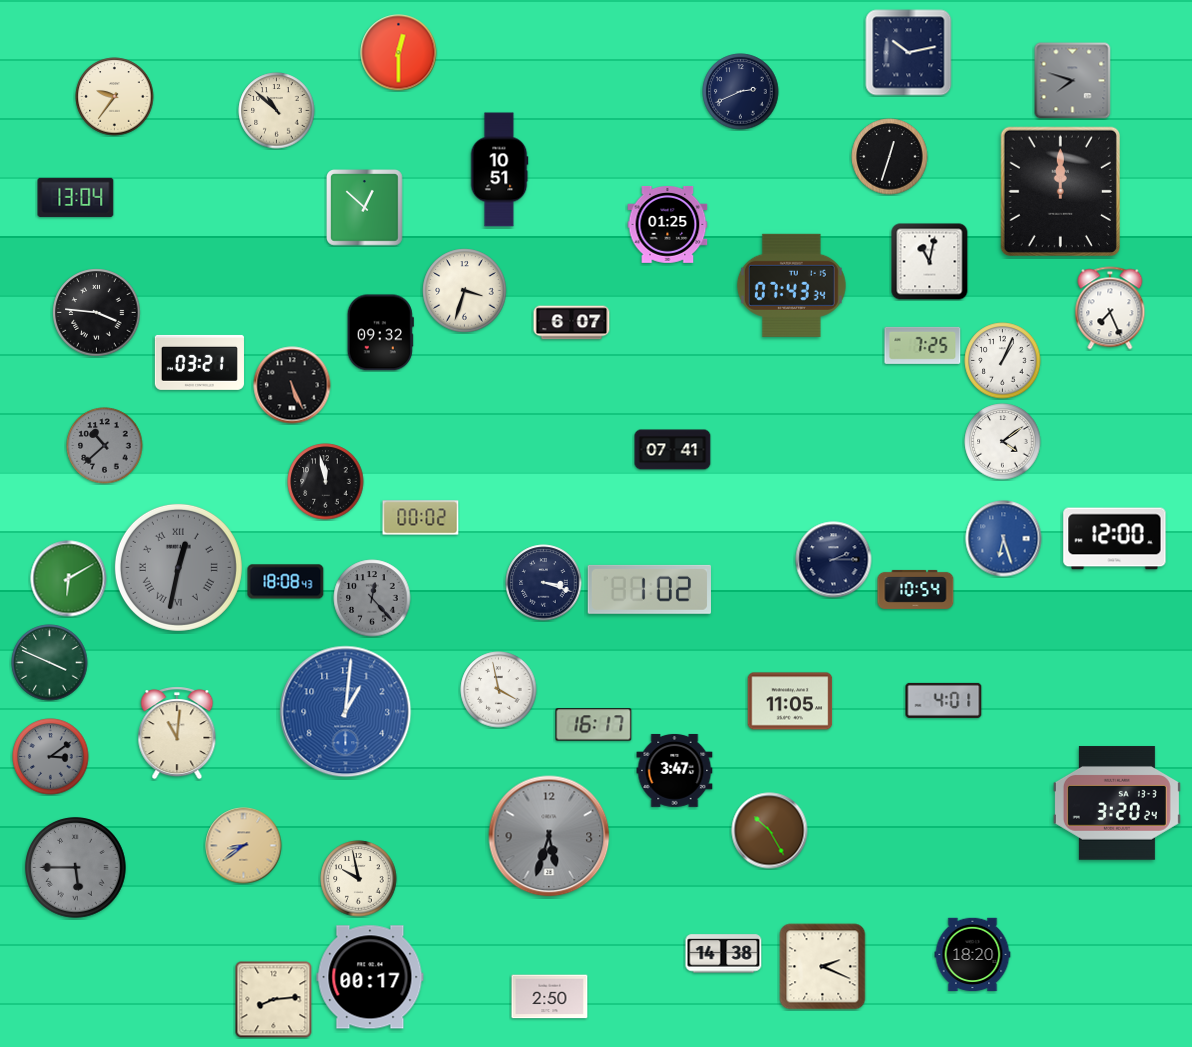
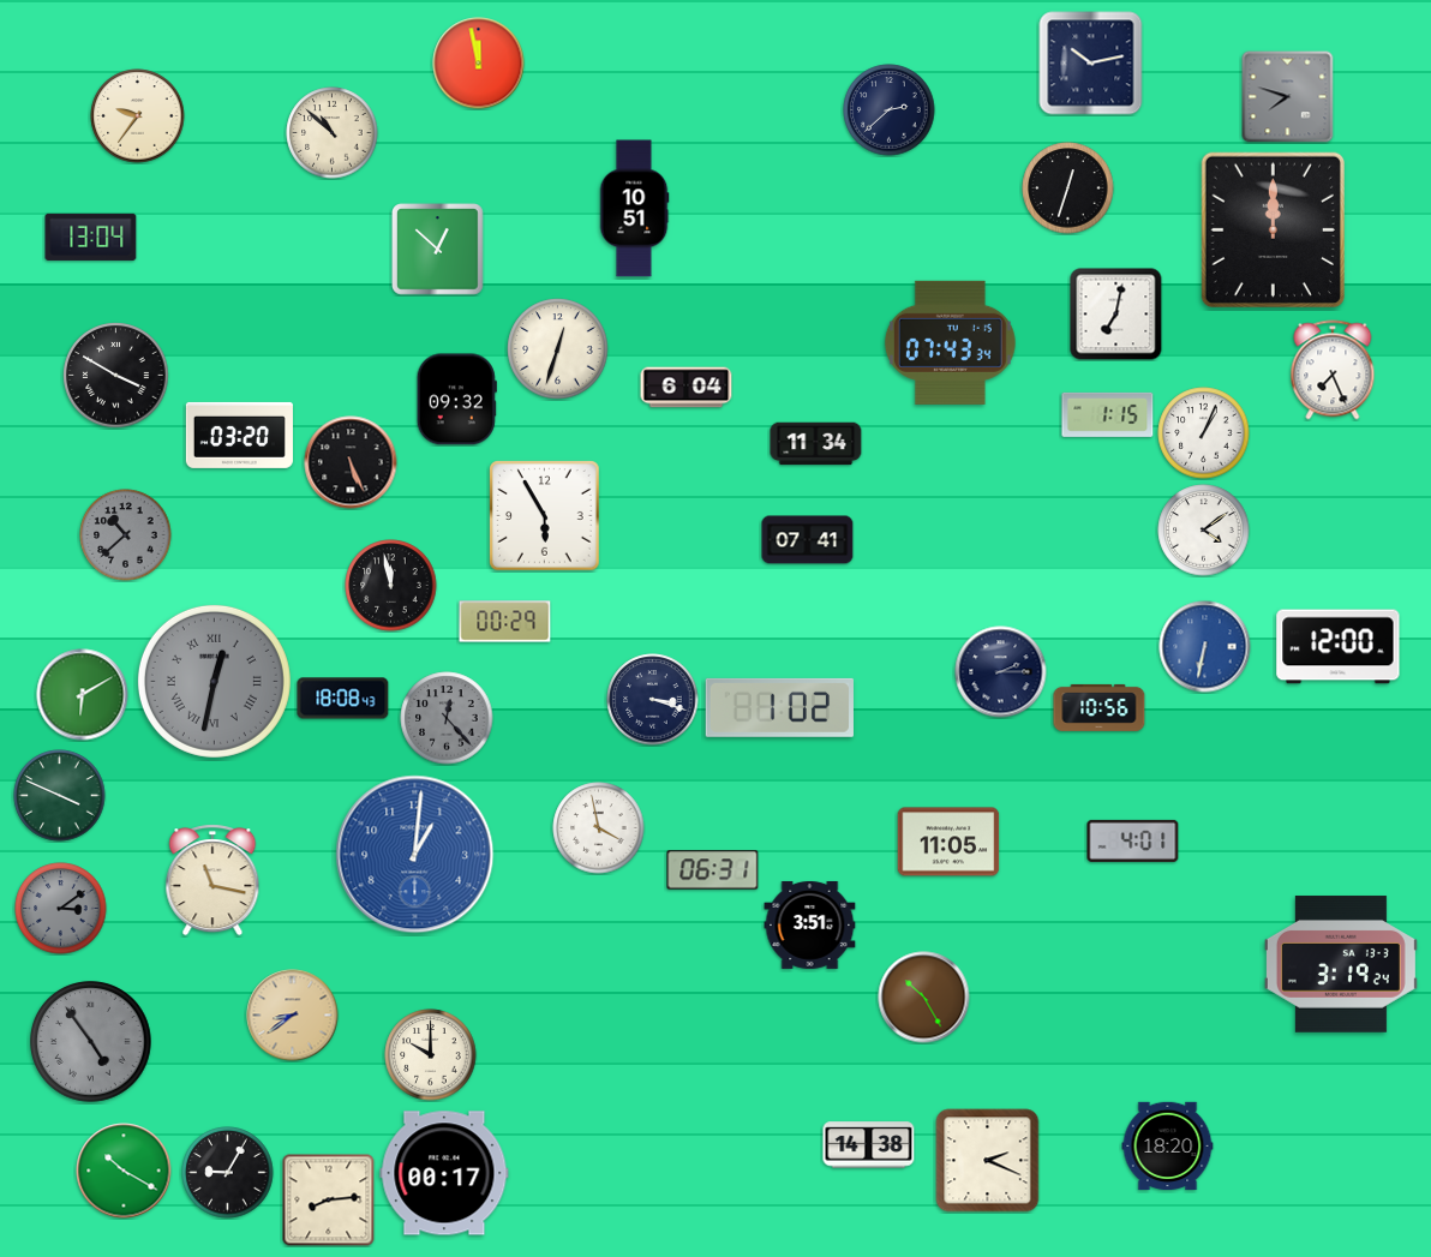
clock at (399, 53): 12:30 -> 11:58
clock at (741, 92): 2:41 -> 2:38
clock at (499, 170) position: (499, 170) -> (634, 209)
clock at (668, 225): 01:25 -> none
clock at (930, 262): 11:02 -> 7:02
clock at (465, 291): 3:33 -> 12:33
clock at (97, 313): 3:46 -> 3:50
clock at (572, 323): 6:07 -> 6:04
clock at (923, 345): 7:25 -> 1:15
clock at (199, 362): 03:21 -> 03:20
clock at (816, 444): none -> 11:34
clock at (545, 516): none -> 5:55
clock at (326, 482) position: (326, 482) -> (391, 586)
clock at (421, 518): 00:02 -> 00:29
clock at (1004, 539): 6:27 -> 6:32
clock at (916, 589): 10:54 -> 10:56
clock at (594, 725): 16:17 -> 06:31
clock at (177, 733): 11:01 -> 11:17
clock at (675, 770): 3:47 -> 3:51
clock at (1117, 803): 3:20 -> 3:19
clock at (549, 836): 5:33 -> none
clock at (76, 868): 5:45 -> 4:54
clock at (359, 879): 9:58 -> 10:00
clock at (124, 1171): none -> 10:20
clock at (228, 1173): none -> 9:05
clock at (550, 997): 2:50 -> none
